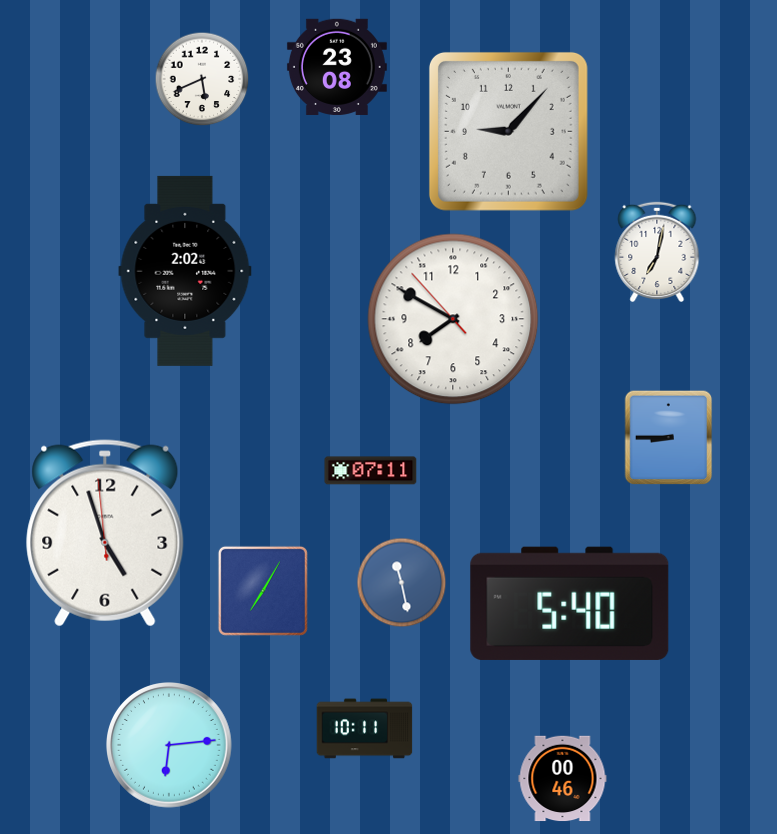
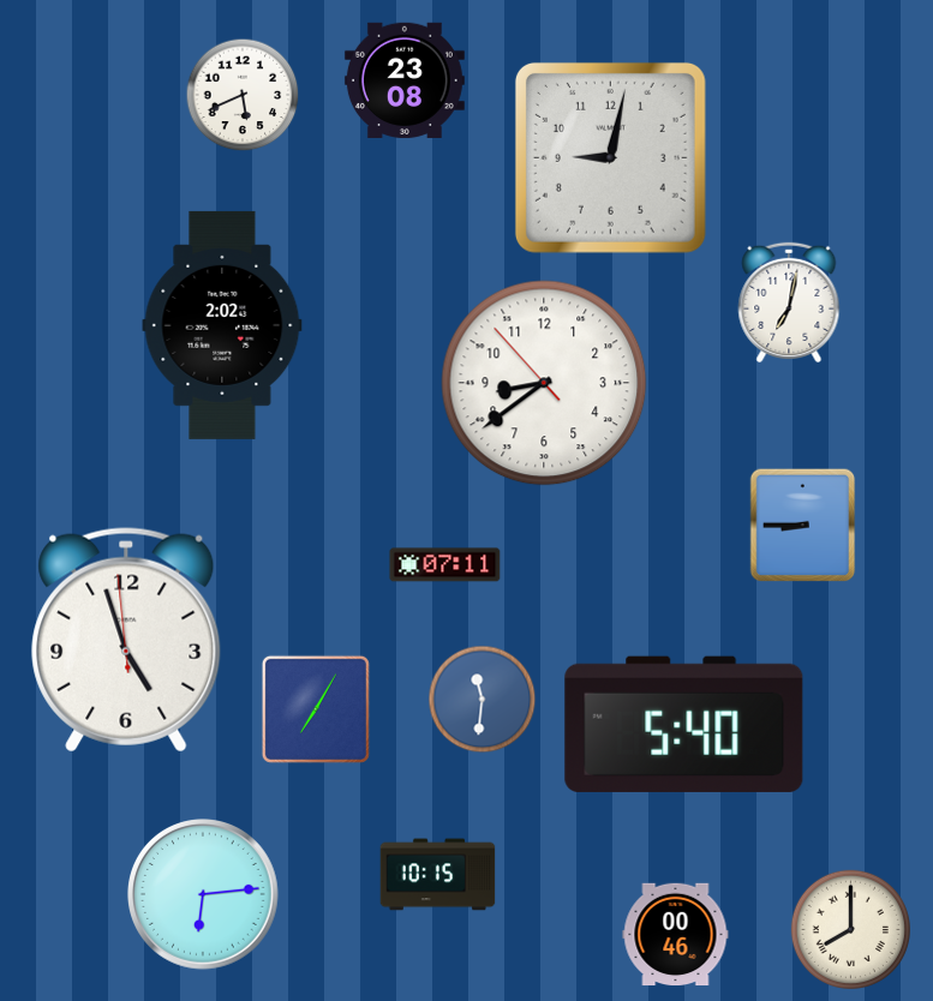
clock at (508, 131): 9:07 -> 9:02
clock at (453, 319): 7:49 -> 8:38
clock at (402, 583): 11:28 -> 11:31
clock at (365, 729): 10:11 -> 10:15
clock at (850, 929): none -> 8:00
